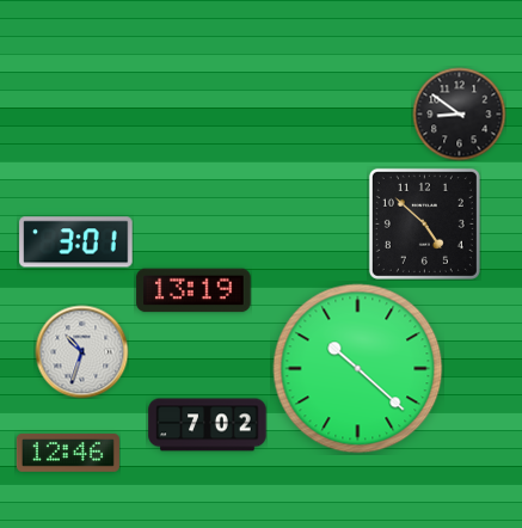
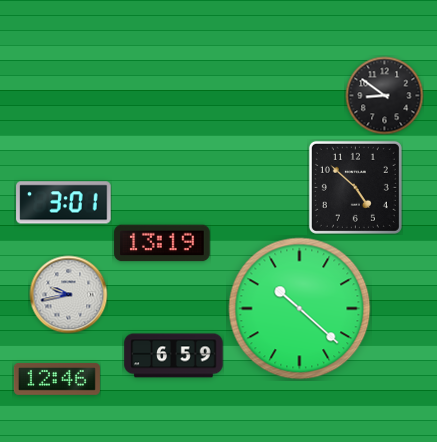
clock at (81, 351): 10:33 -> 9:43
clock at (208, 425): 7:02 -> 6:59
